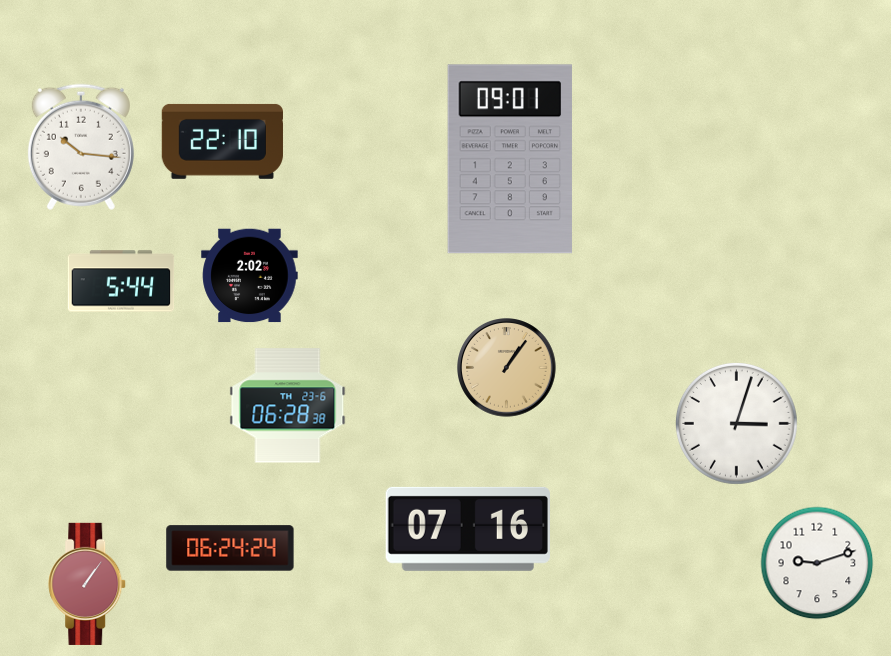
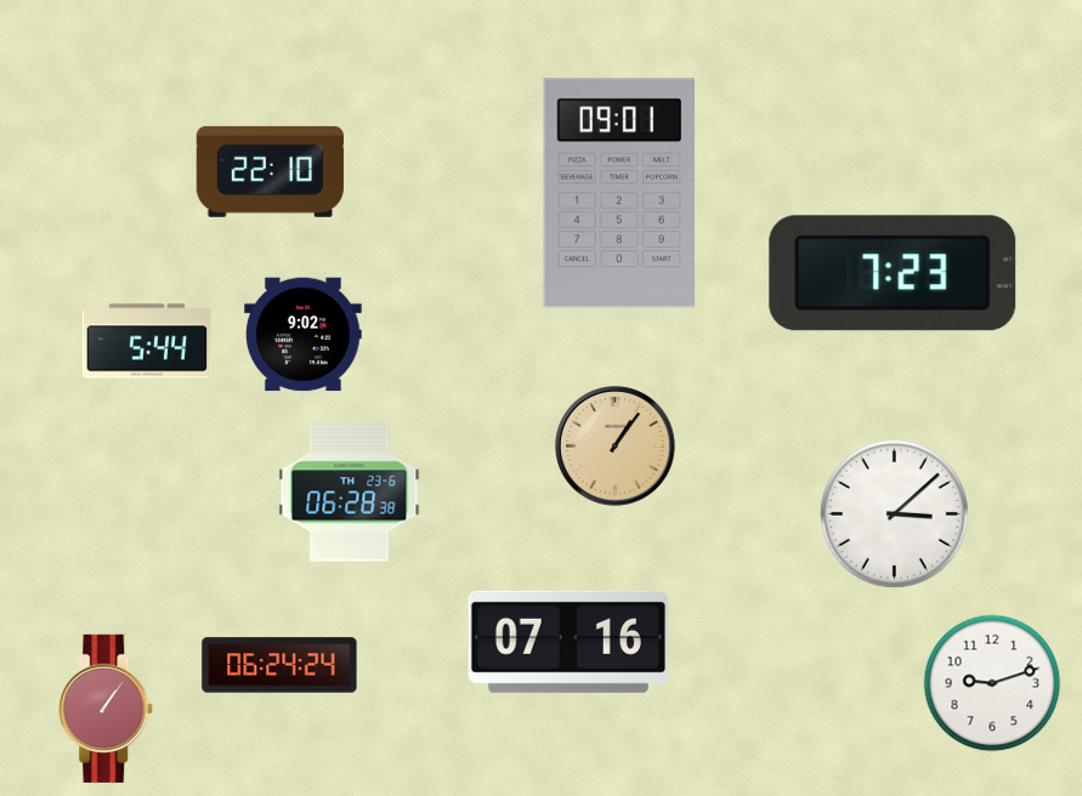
clock at (81, 147): 10:16 -> none
clock at (893, 273): none -> 7:23
clock at (250, 276): 2:02 -> 9:02
clock at (736, 423): 3:03 -> 3:08
